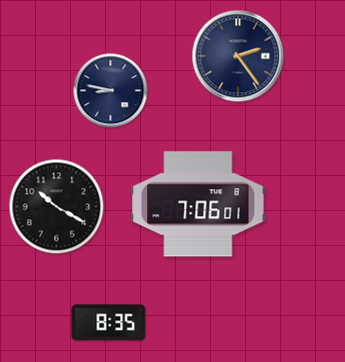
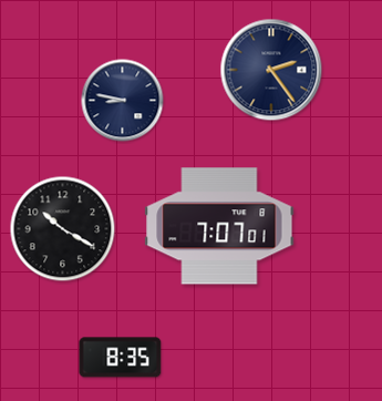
clock at (238, 56) position: (238, 56) -> (271, 70)
clock at (198, 204): 7:06 -> 7:07
